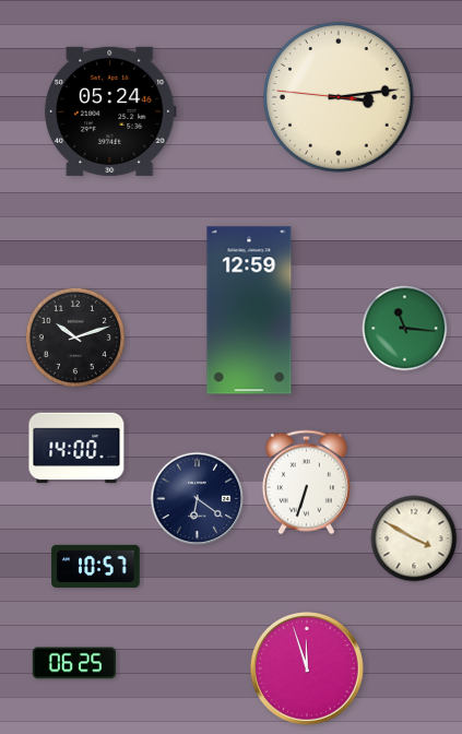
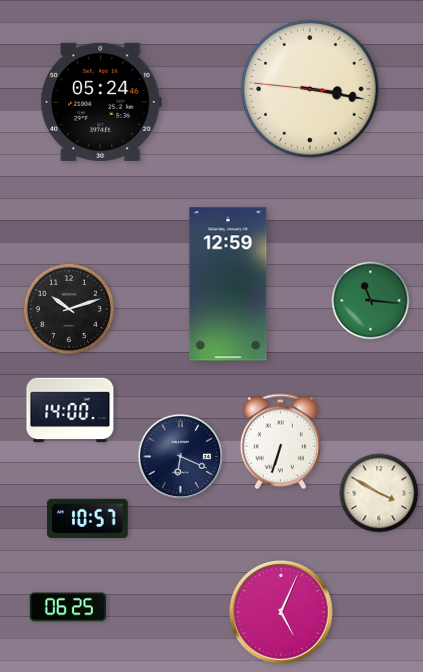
clock at (340, 98): 3:13 -> 3:16
clock at (198, 499): 6:21 -> 6:19
clock at (307, 668): 11:57 -> 5:04
